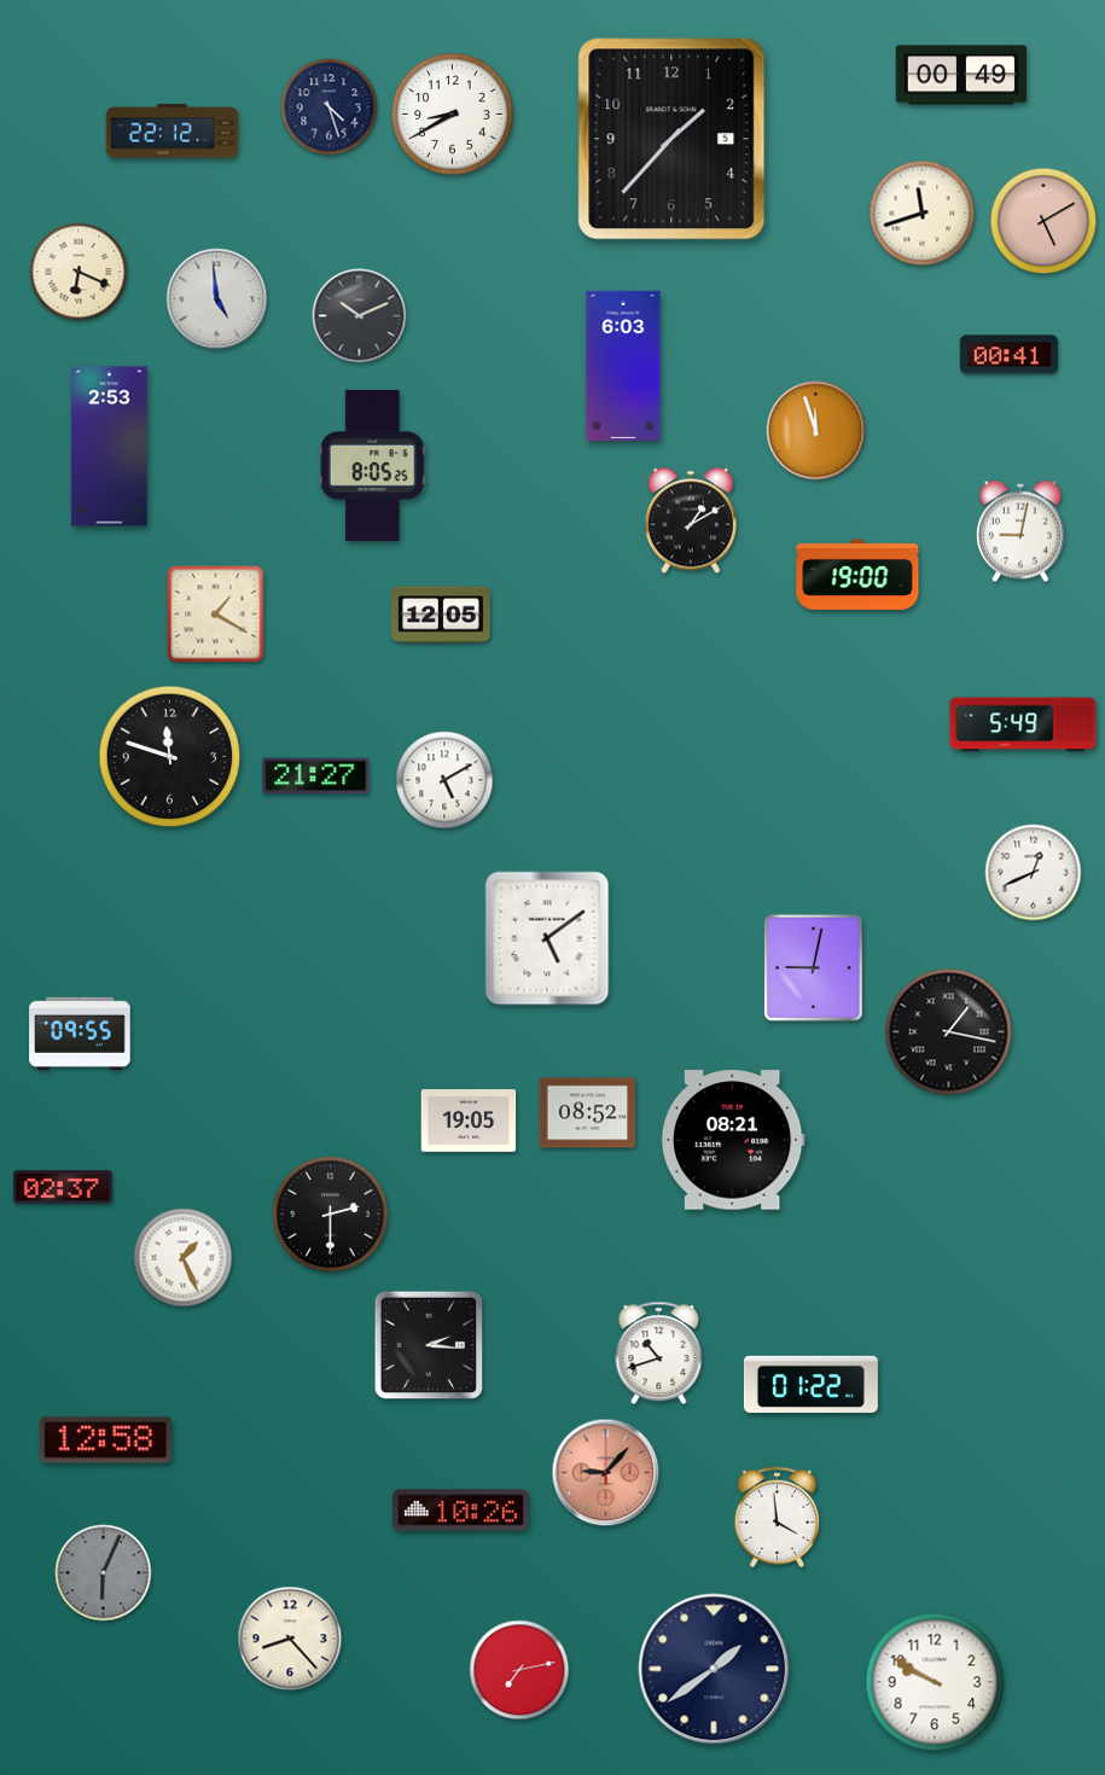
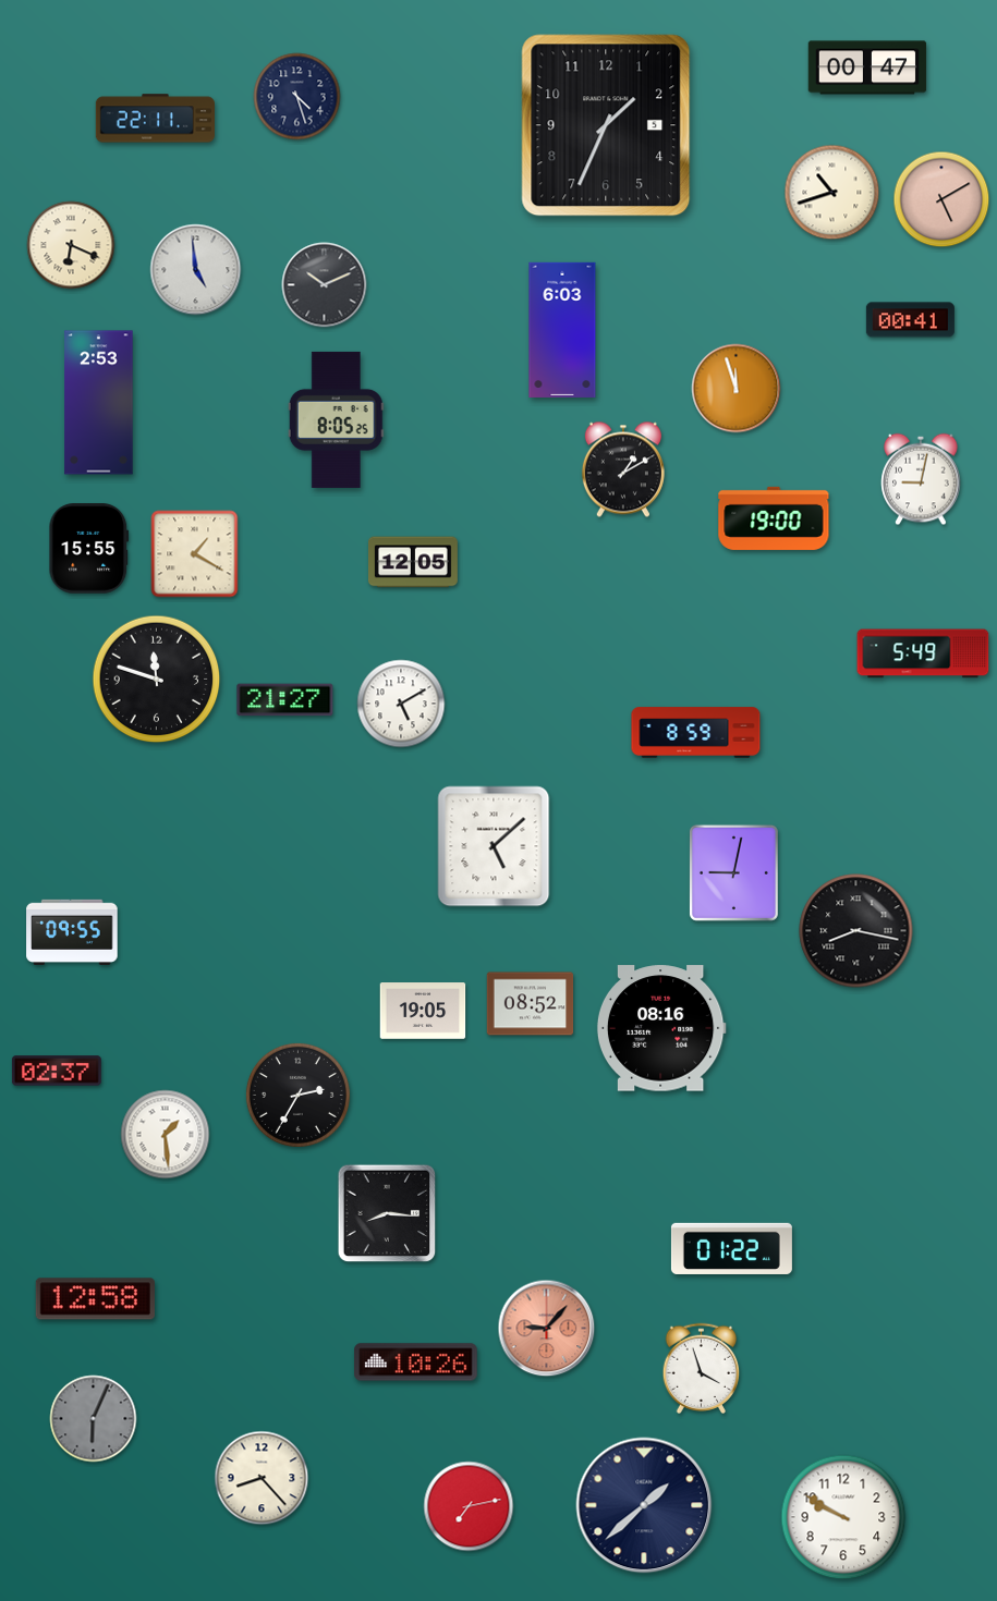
clock at (961, 75): 00:49 -> 00:47
clock at (453, 115): 8:40 -> none
clock at (171, 132): 22:12 -> 22:11
clock at (671, 139): 1:37 -> 1:34
clock at (923, 214): 11:42 -> 10:42
clock at (89, 549): none -> 15:55
clock at (441, 615) position: (441, 615) -> (413, 562)
clock at (170, 757) position: (170, 757) -> (157, 680)
clock at (696, 733): none -> 8:59
clock at (1034, 873): 12:41 -> none
clock at (547, 938): 5:09 -> 5:08
clock at (949, 1032): 1:17 -> 8:17
clock at (733, 1140): 08:21 -> 08:16
clock at (330, 1214): 2:30 -> 2:35
clock at (184, 1258): 1:26 -> 1:29
clock at (429, 1345): 2:16 -> 8:16
clock at (659, 1354): 10:42 -> none
clock at (778, 1517): 3:59 -> 3:57
clock at (714, 1669): 1:39 -> 1:38
